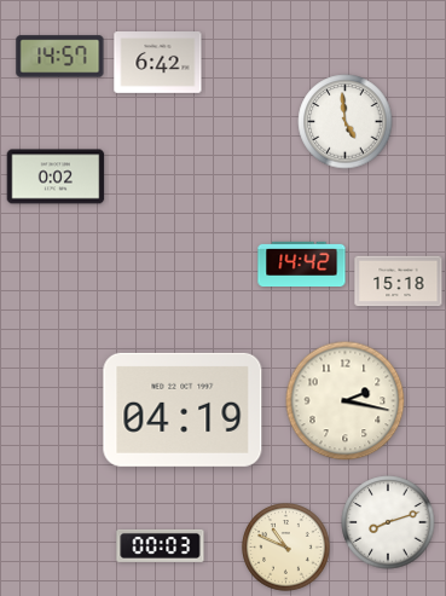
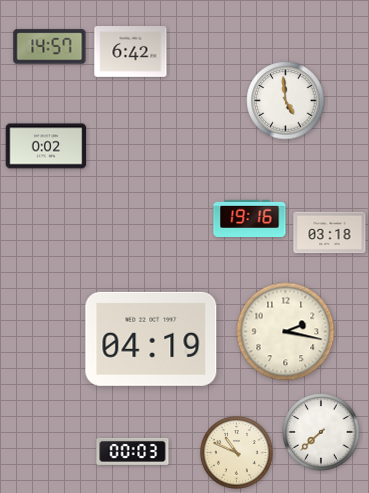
clock at (302, 264): 14:42 -> 19:16
clock at (399, 282): 15:18 -> 03:18
clock at (388, 522): 8:12 -> 7:38
